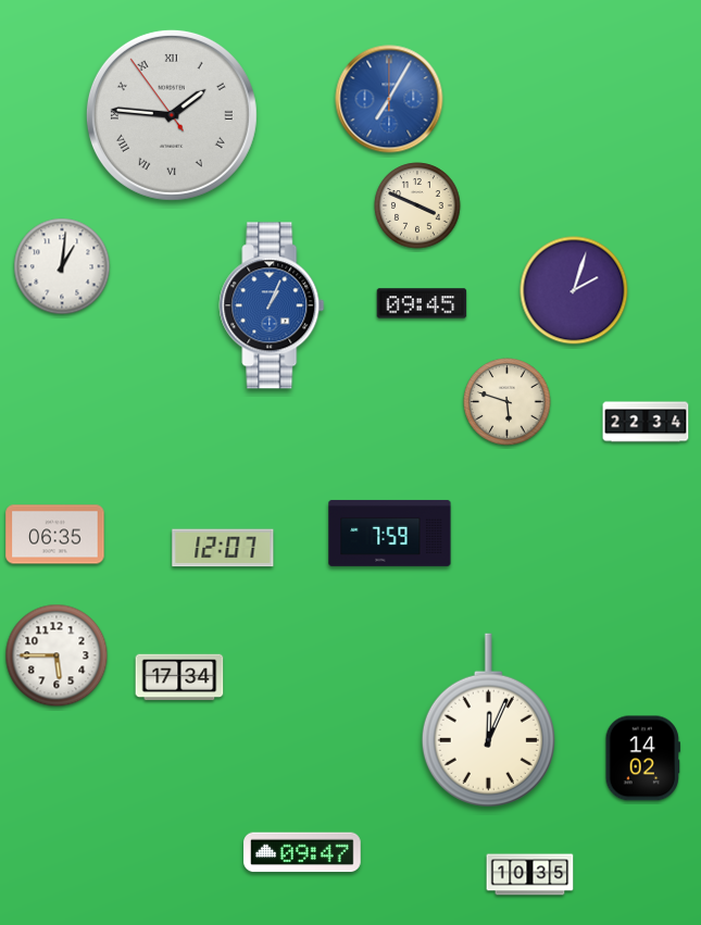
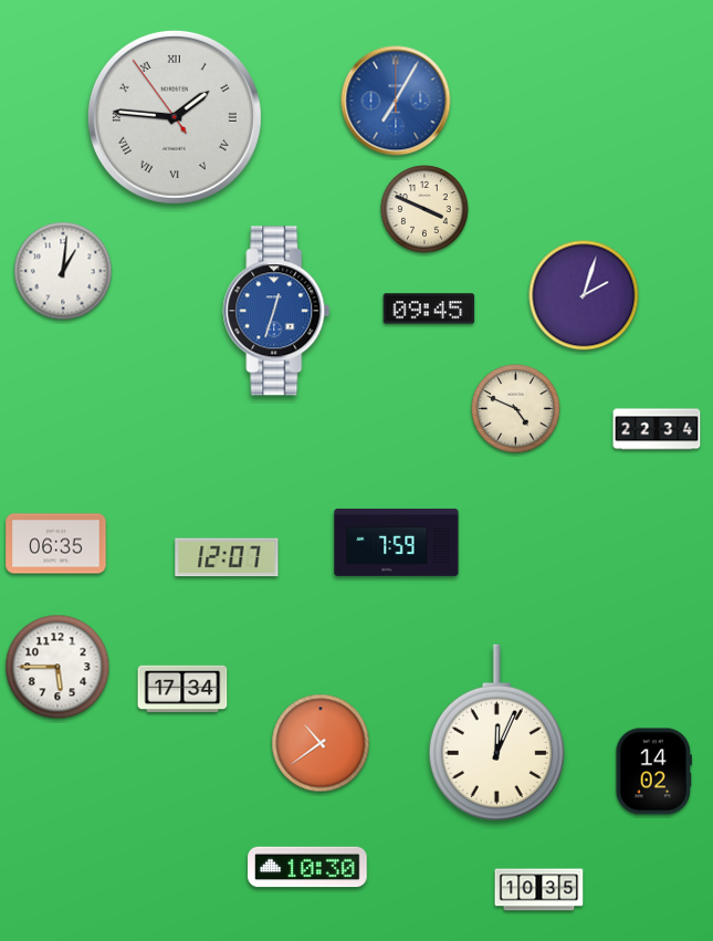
clock at (272, 305): 1:04 -> 12:33
clock at (508, 402): 5:48 -> 4:49
clock at (321, 743): none -> 10:39
clock at (302, 852): 09:47 -> 10:30
